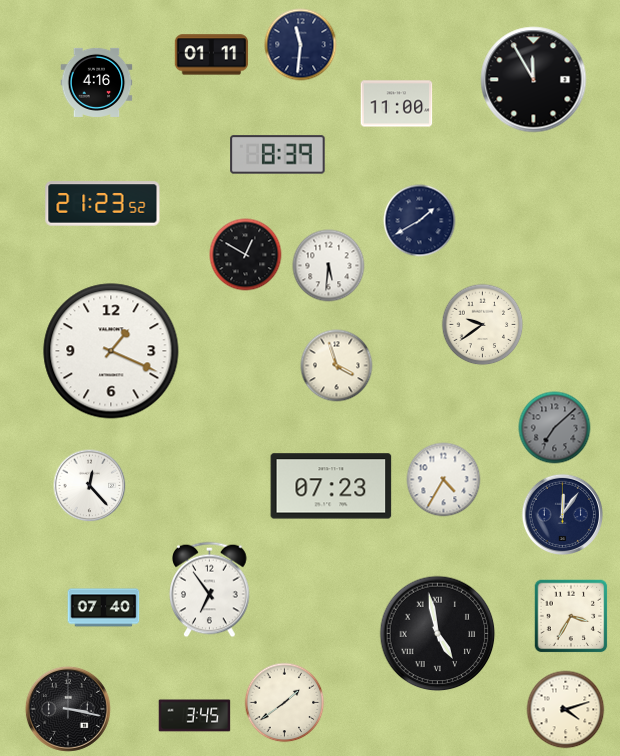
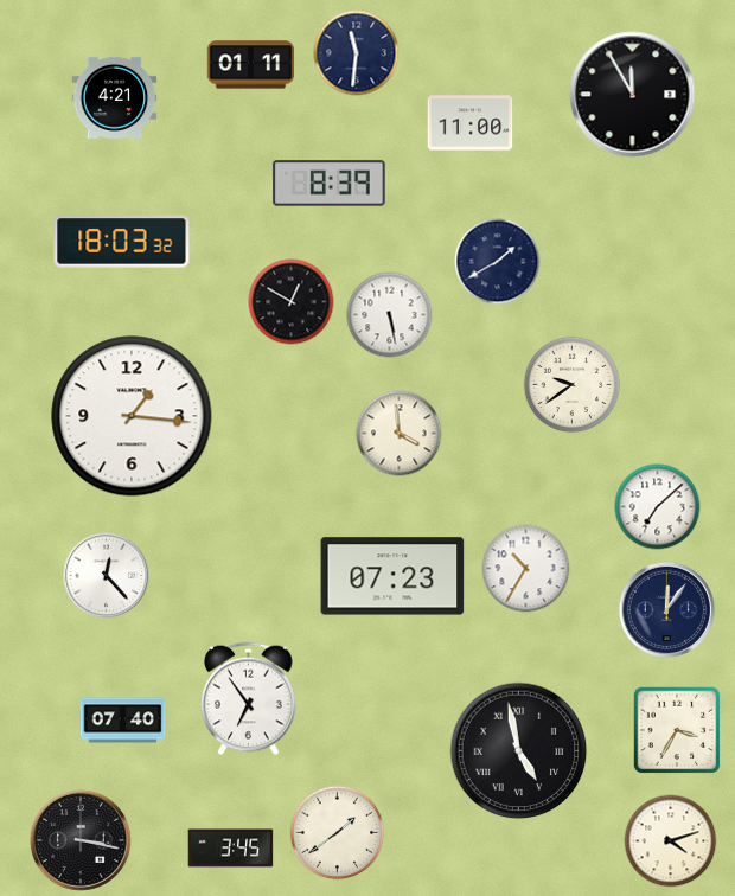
clock at (97, 82): 4:16 -> 4:21
clock at (103, 204): 21:23 -> 18:03
clock at (329, 266): 5:31 -> 5:28
clock at (111, 351): 1:19 -> 1:16
clock at (337, 366): 3:57 -> 3:59
clock at (555, 428) dial: grey -> white
clock at (444, 480): 4:35 -> 10:35
